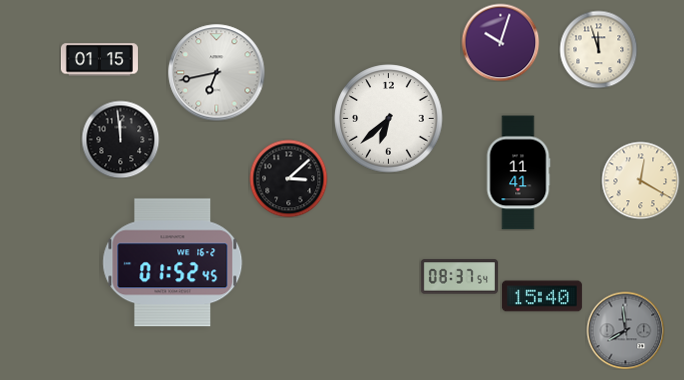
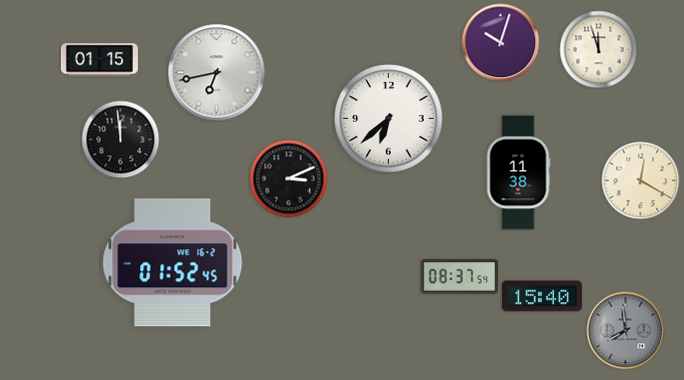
clock at (518, 173): 11:41 -> 11:38
clock at (288, 178): 3:08 -> 3:11
